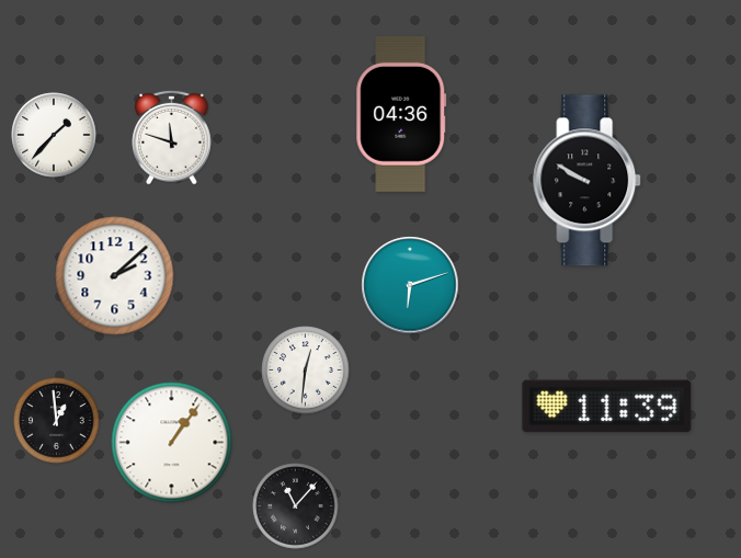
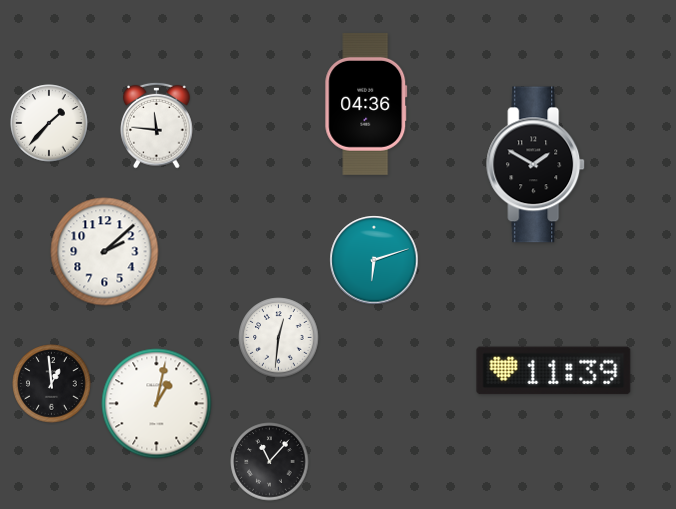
clock at (172, 137): 11:48 -> 11:46
clock at (588, 181): 9:50 -> 1:50
clock at (172, 443): 1:06 -> 1:02
